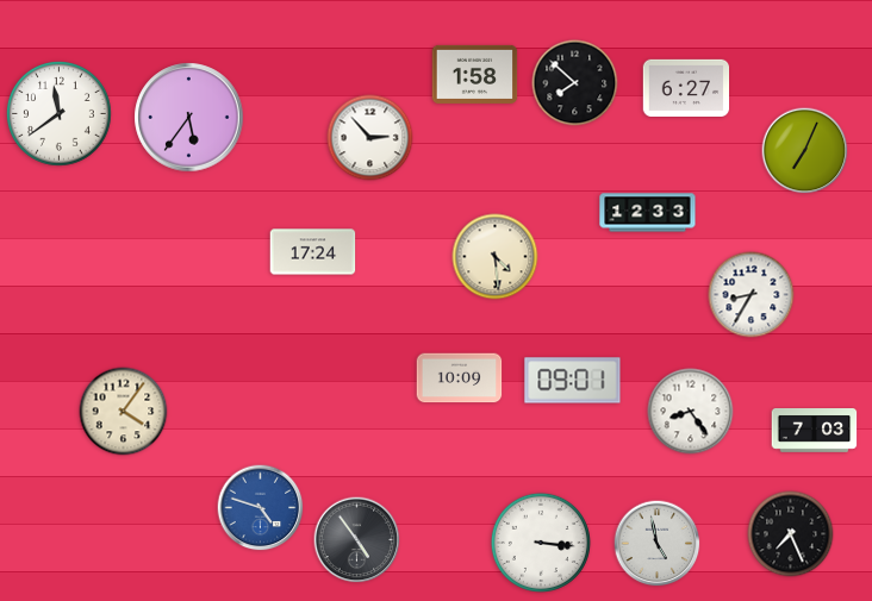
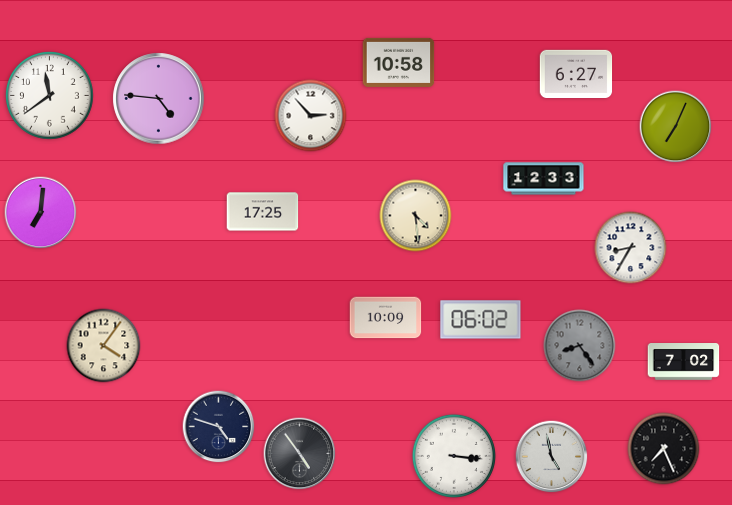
clock at (475, 74): 1:58 -> 10:58
clock at (575, 83): 7:52 -> none
clock at (189, 118): 5:36 -> 4:46
clock at (313, 252): 17:24 -> 17:25
clock at (41, 213): none -> 7:01
clock at (573, 381): 09:01 -> 06:02
clock at (691, 412) dial: white -> grey
clock at (815, 431): 7:03 -> 7:02
clock at (261, 508) dial: blue -> navy
